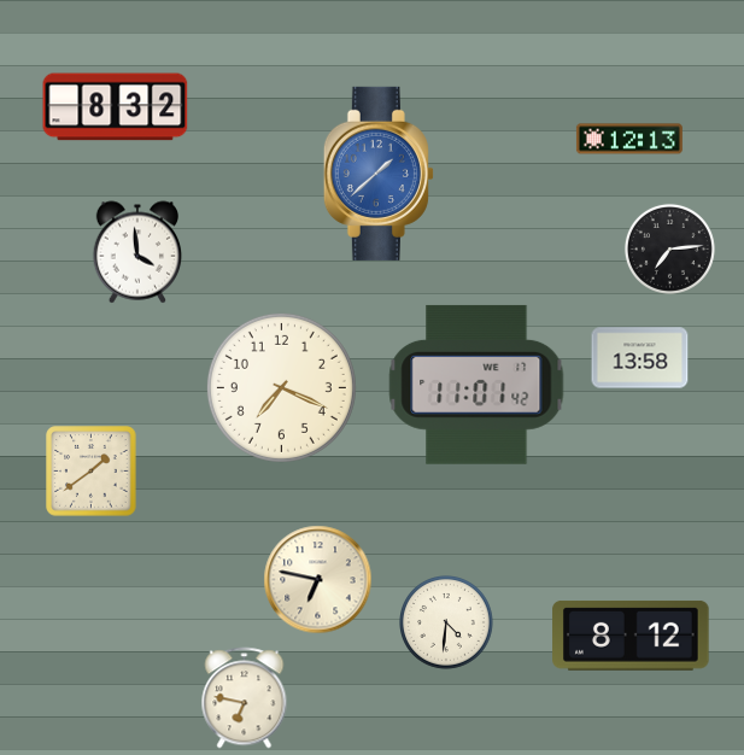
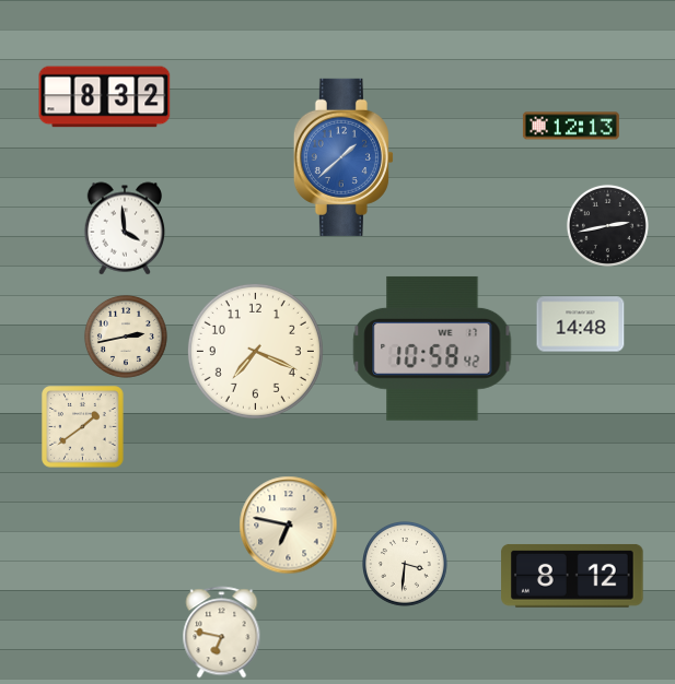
clock at (669, 248): 7:14 -> 2:43
clock at (640, 358): 13:58 -> 14:48
clock at (126, 337): none -> 2:43
clock at (476, 385): 11:01 -> 10:58
clock at (447, 624): 4:31 -> 3:31
